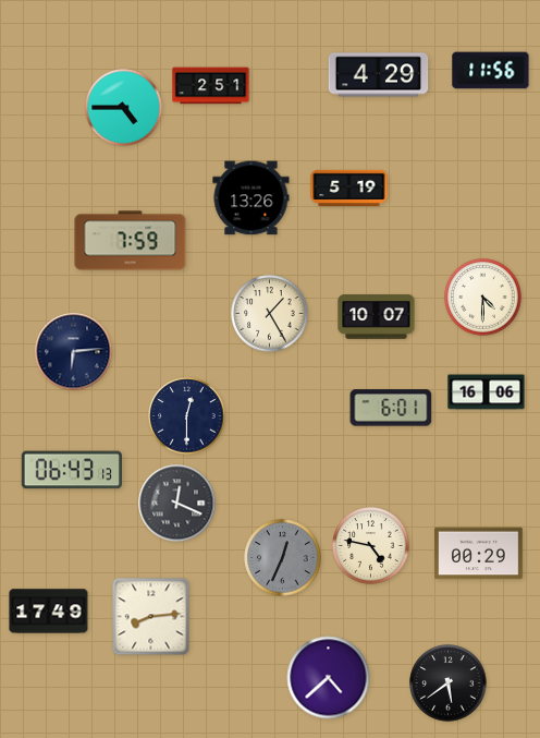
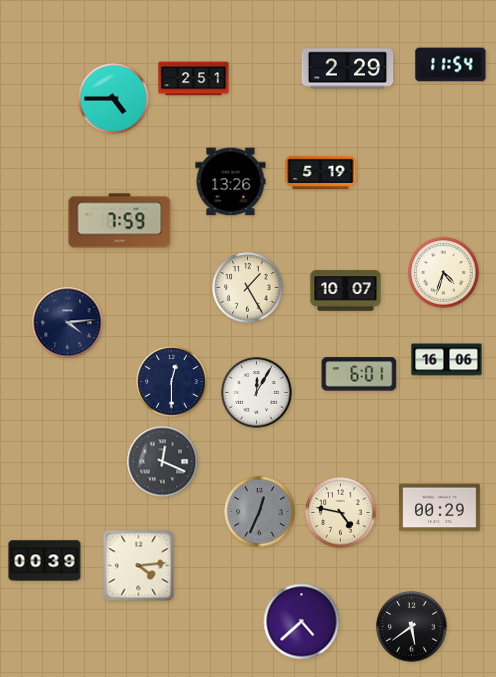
clock at (491, 71): 11:56 -> 11:54
clock at (379, 75): 4:29 -> 2:29
clock at (483, 298): 4:30 -> 4:33
clock at (74, 352): 6:14 -> 4:14
clock at (257, 393): none -> 12:05
clock at (71, 470): 06:43 -> none
clock at (371, 546) position: (371, 546) -> (341, 513)
clock at (49, 612): 17:49 -> 00:39
clock at (151, 617): 8:14 -> 4:14
